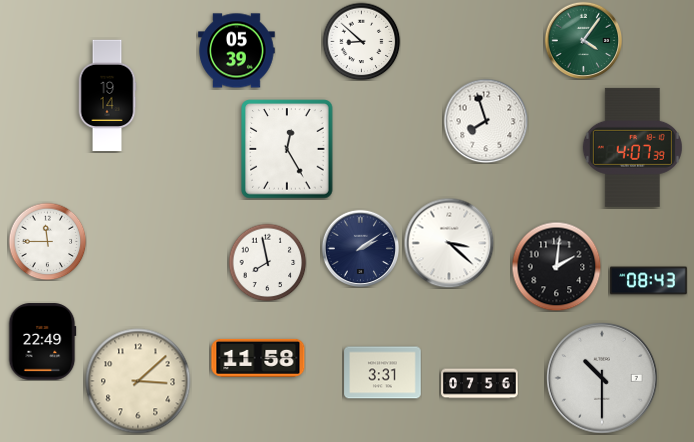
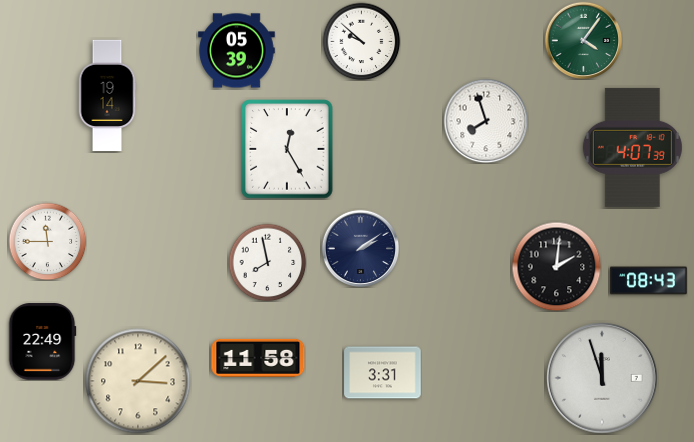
clock at (361, 41): 8:52 -> 9:52
clock at (449, 243): 3:22 -> none
clock at (602, 378): 10:30 -> 11:57
clock at (480, 384): 07:56 -> none
